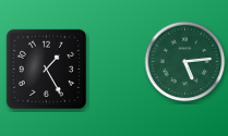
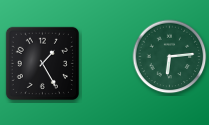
clock at (185, 62): 5:14 -> 6:14
